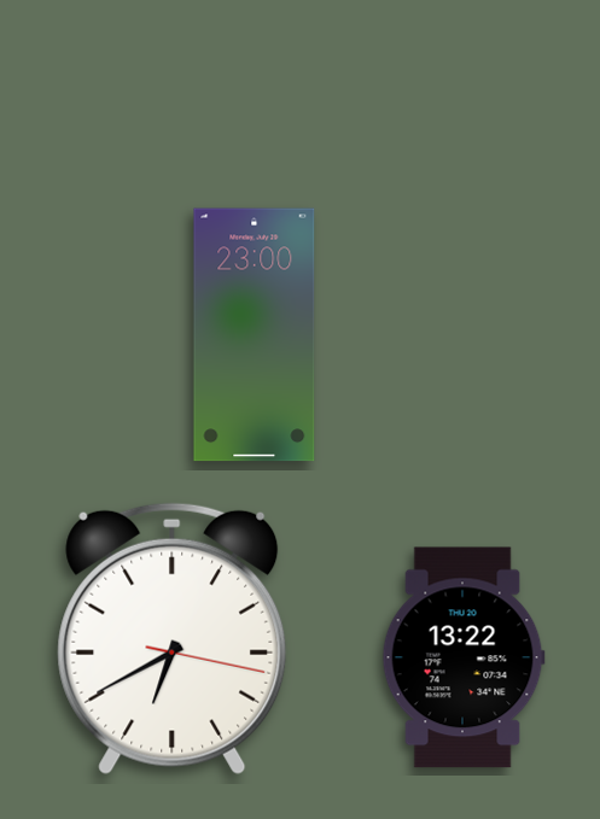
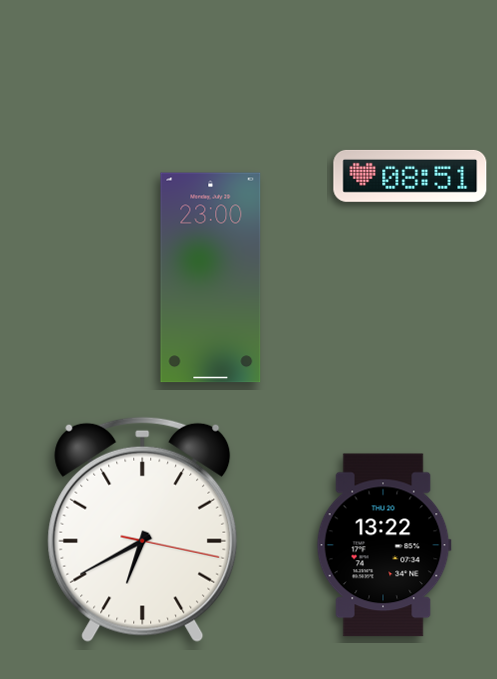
clock at (410, 176): none -> 08:51
